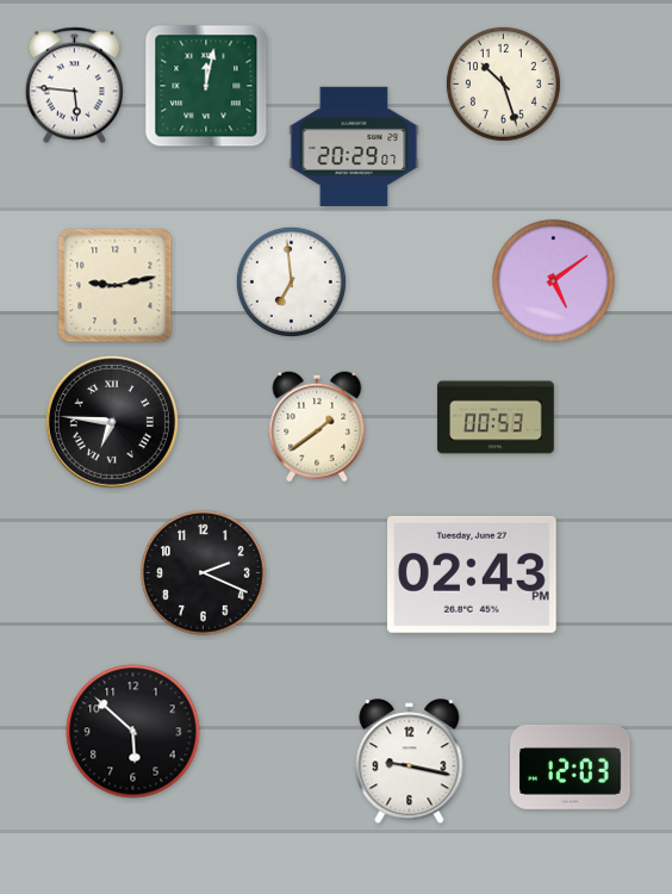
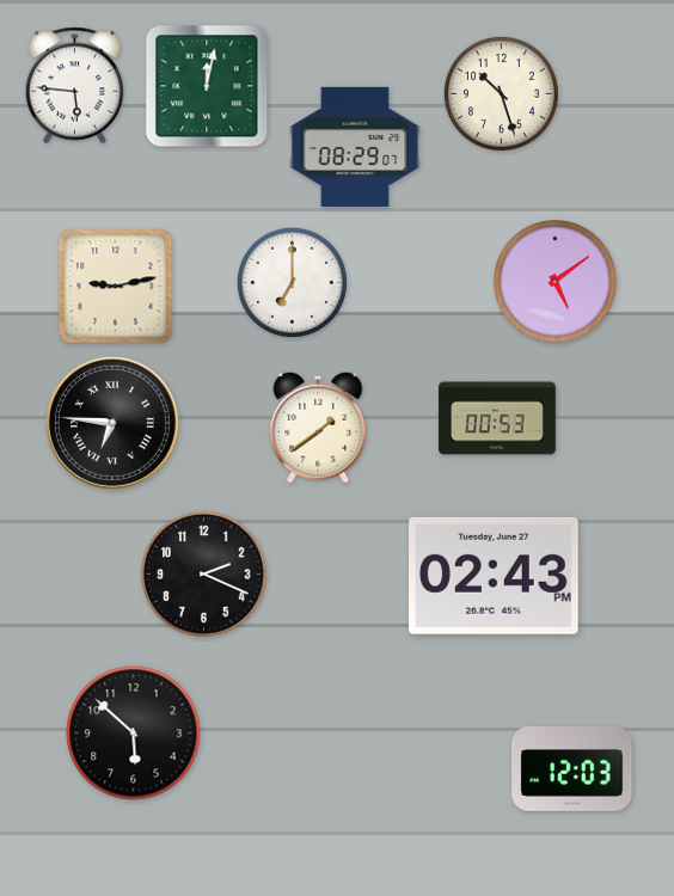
clock at (503, 83) position: (503, 83) -> (501, 93)
clock at (354, 147): 20:29 -> 08:29
clock at (291, 281): 6:59 -> 7:00
clock at (473, 575) position: (473, 575) -> (495, 576)
clock at (410, 762): 9:17 -> none
